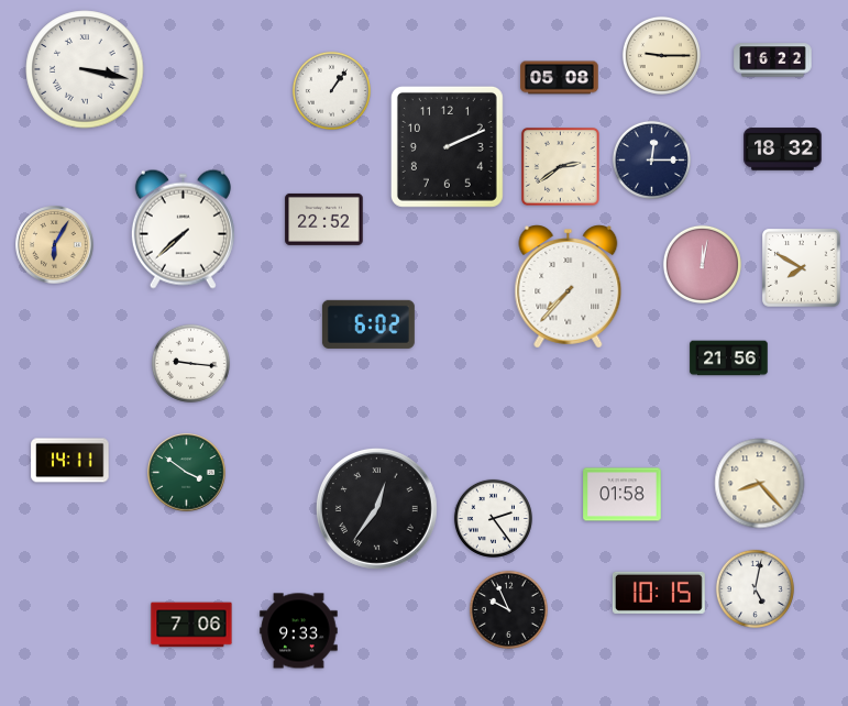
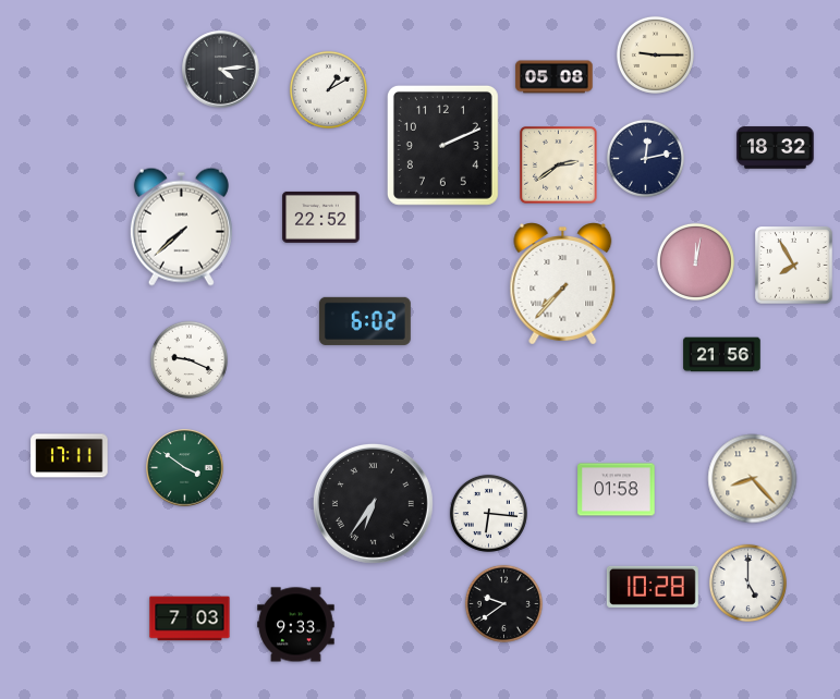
clock at (773, 60): 16:22 -> none
clock at (85, 69): 3:17 -> none
clock at (221, 70): none -> 4:14
clock at (331, 90): 1:06 -> 1:10
clock at (651, 159): 12:15 -> 12:13
clock at (561, 167) position: (561, 167) -> (559, 165)
clock at (55, 245): 6:05 -> none
clock at (802, 268): 7:50 -> 7:55
clock at (190, 363): 9:16 -> 9:19
clock at (70, 461): 14:11 -> 17:11
clock at (376, 508): 12:36 -> 6:36
clock at (493, 518): 2:24 -> 6:16
clock at (755, 588): 5:02 -> 5:00
clock at (659, 593): 10:15 -> 10:28
clock at (508, 609): 9:56 -> 9:39
clock at (191, 625): 7:06 -> 7:03
